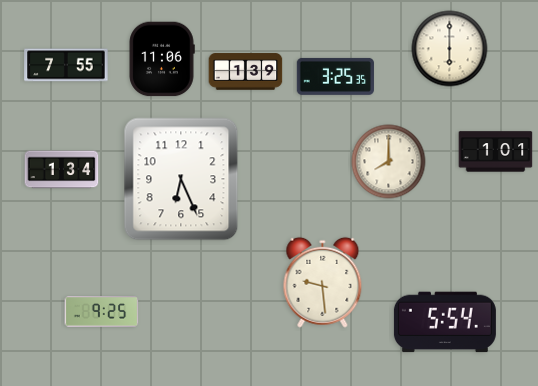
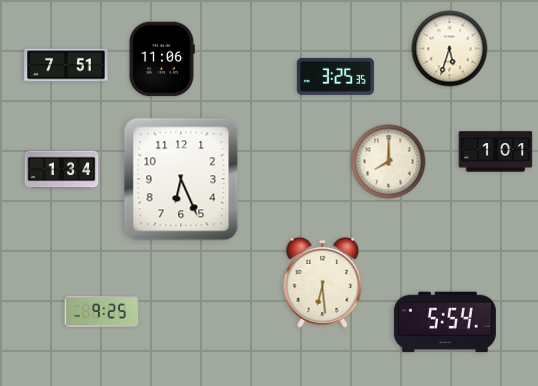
clock at (450, 49): 6:00 -> 5:33
clock at (66, 65): 7:55 -> 7:51
clock at (246, 72): 1:39 -> none
clock at (323, 282): 9:29 -> 6:29
